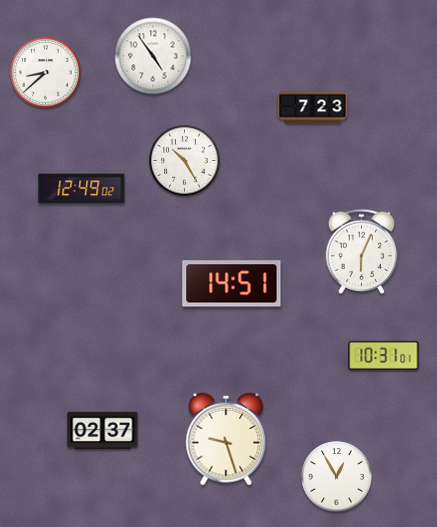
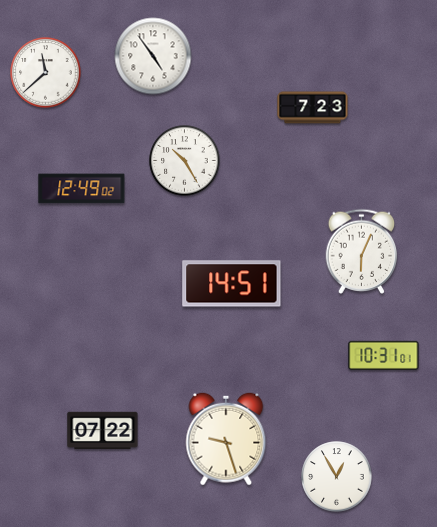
clock at (46, 73): 8:38 -> 11:38
clock at (103, 431): 02:37 -> 07:22
